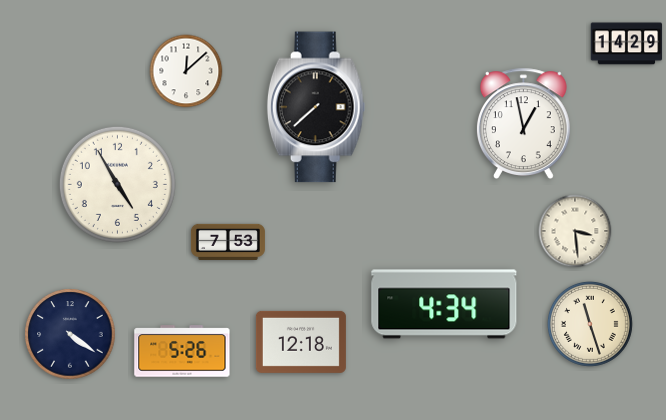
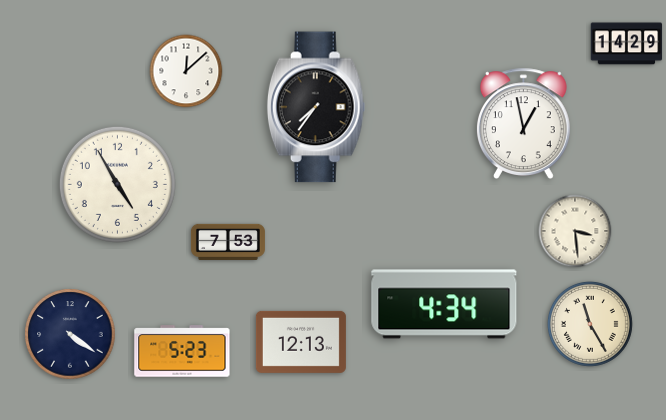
clock at (316, 107): 7:38 -> 7:36
clock at (590, 324): 11:27 -> 11:25
clock at (301, 342): 12:18 -> 12:13
clock at (182, 351): 5:26 -> 5:23
